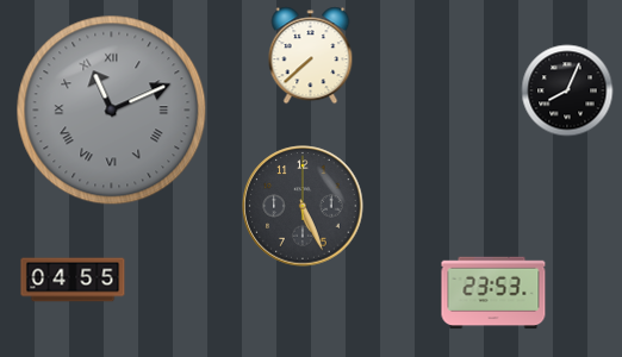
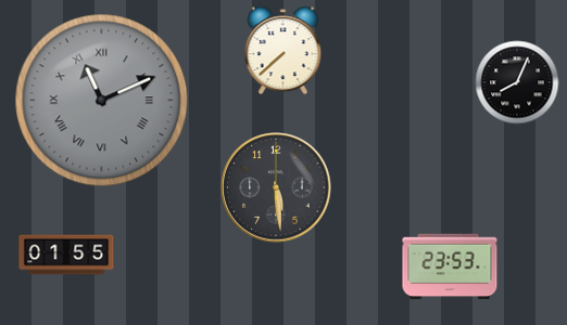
clock at (303, 206): 5:26 -> 5:29
clock at (73, 280): 04:55 -> 01:55
